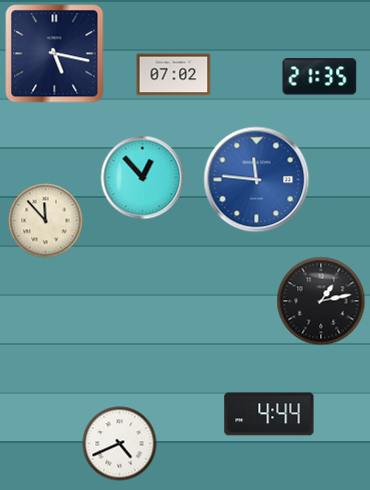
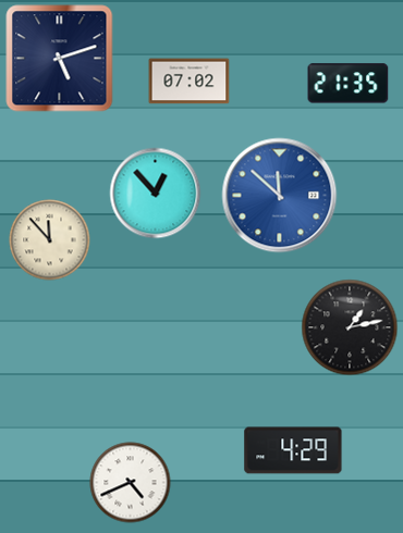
clock at (55, 54): 5:17 -> 5:12
clock at (257, 180): 11:46 -> 11:52
clock at (269, 414): 4:44 -> 4:29
